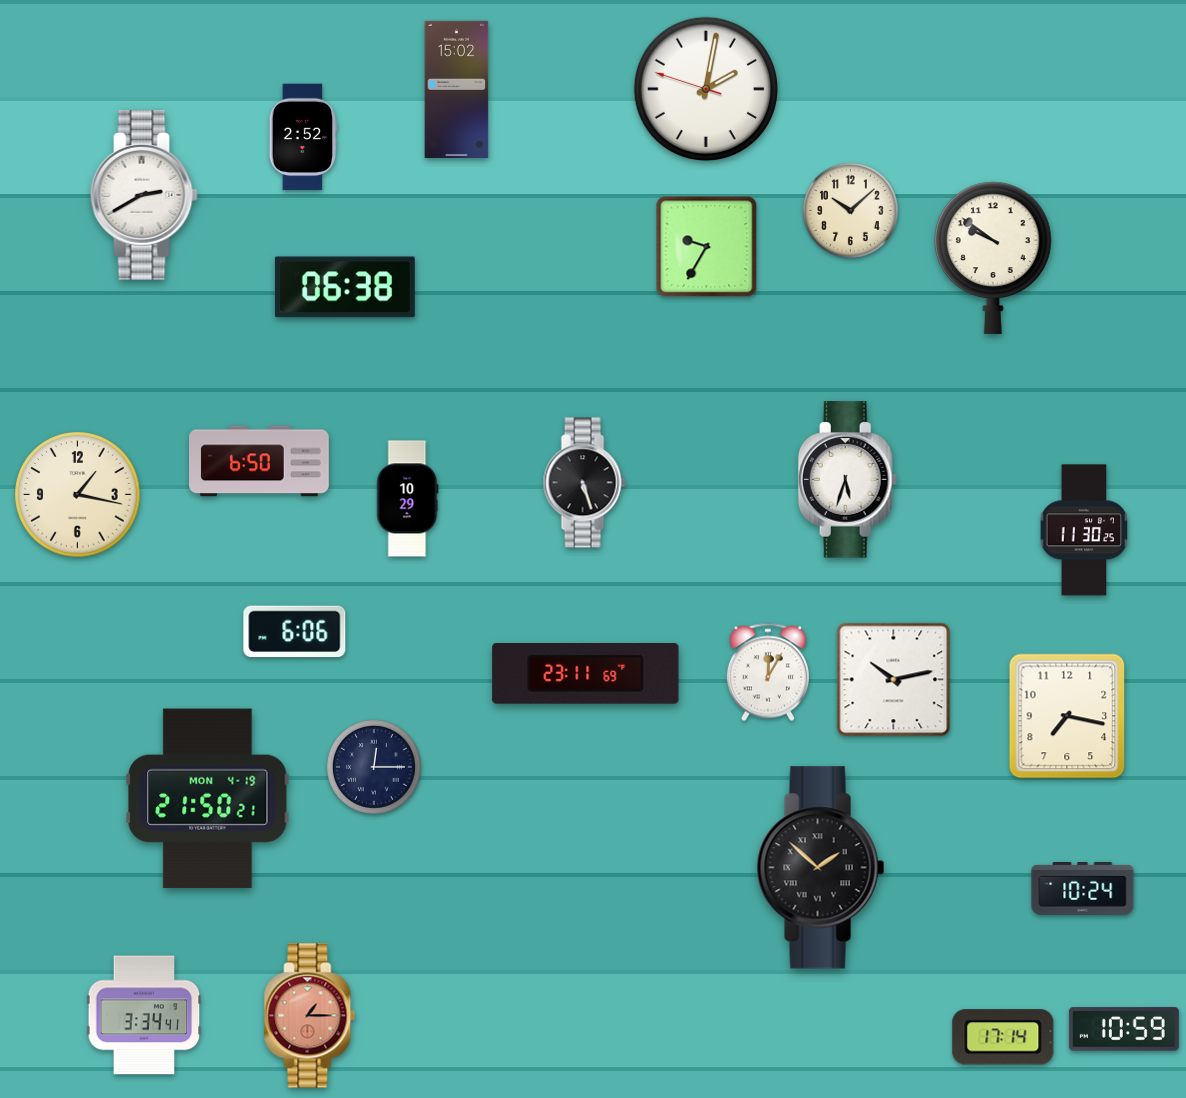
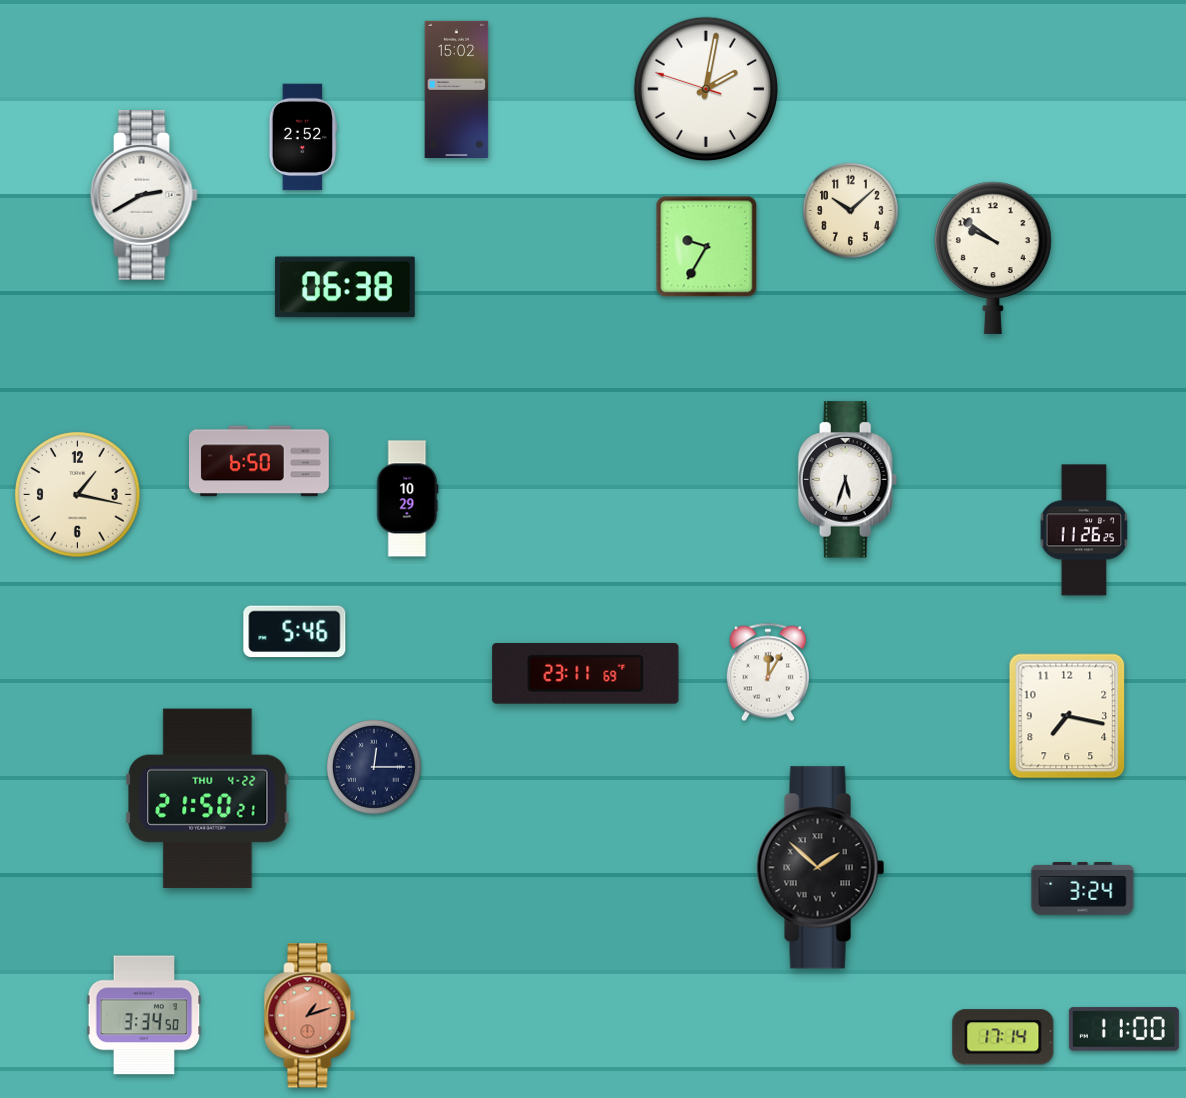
clock at (584, 483): 5:27 -> none
clock at (1084, 530): 11:30 -> 11:26
clock at (295, 632): 6:06 -> 5:46
clock at (894, 680): 10:13 -> none
clock at (208, 798) date: MON 4-19 -> THU 4-22
clock at (1083, 889): 10:24 -> 3:24
clock at (144, 1015): 3:34:41 -> 3:34:50
clock at (310, 1016): 1:15 -> 1:12
clock at (1124, 1029): 10:59 -> 11:00
